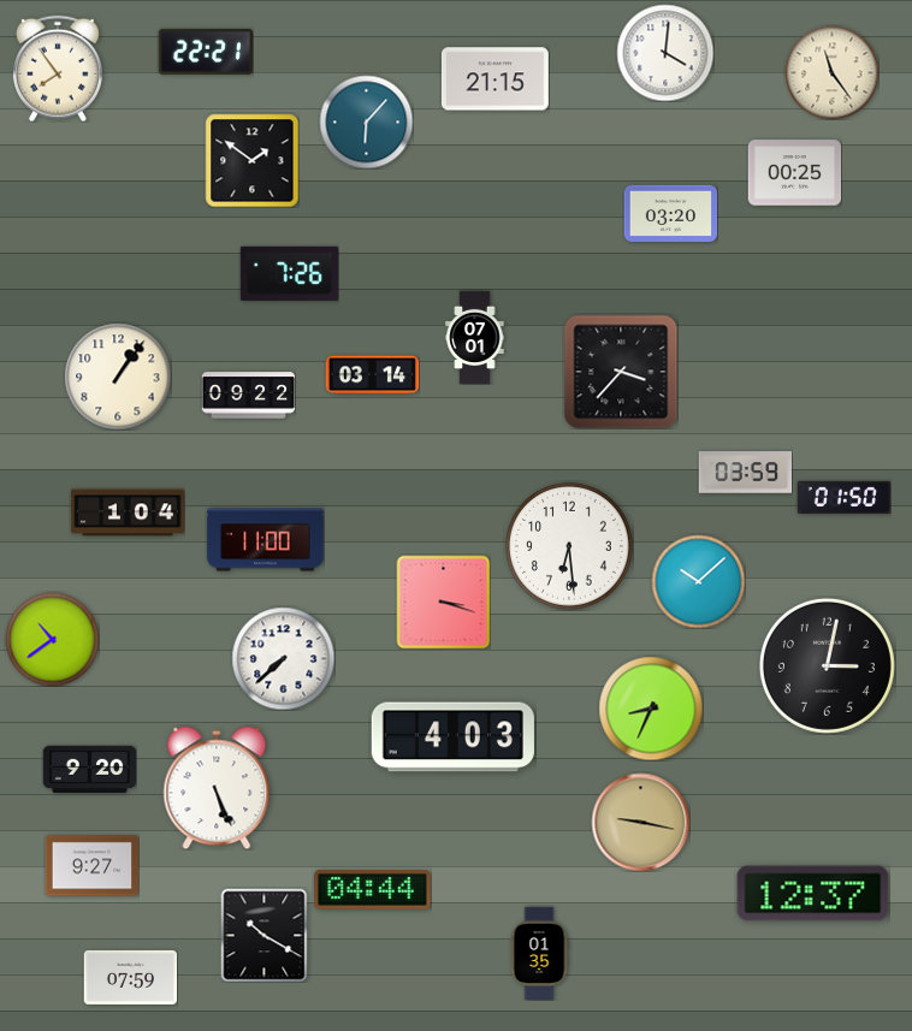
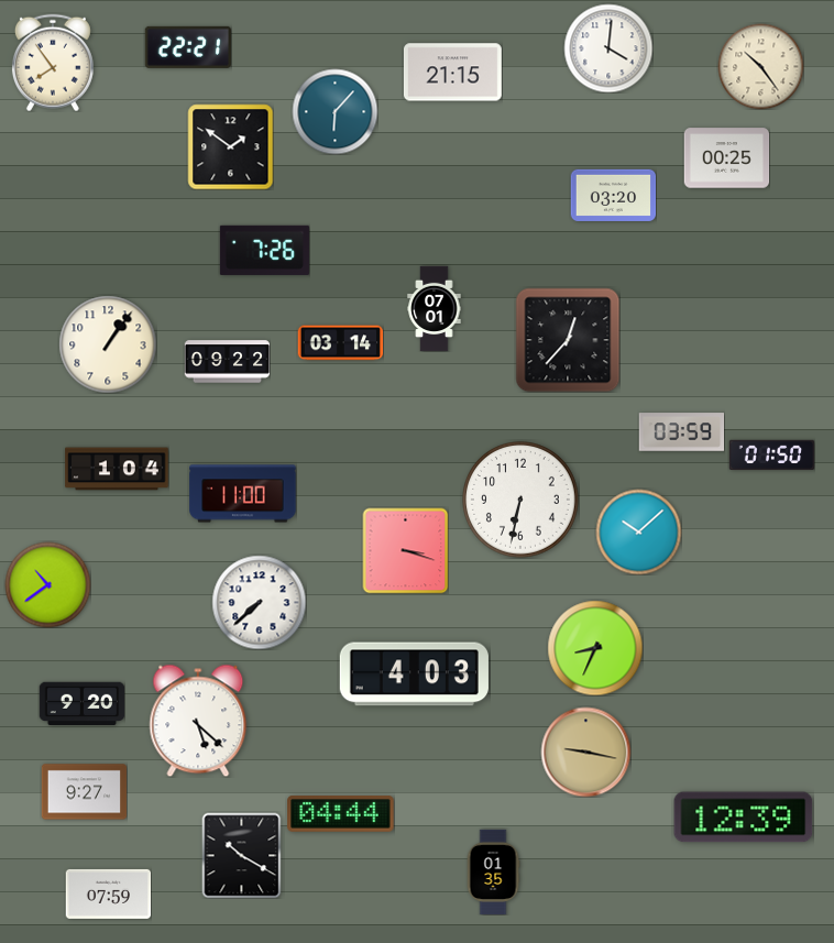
clock at (831, 72): 11:24 -> 10:24
clock at (621, 372): 3:37 -> 12:37
clock at (570, 547): 6:29 -> 6:32
clock at (827, 665): 3:02 -> none
clock at (217, 788): 5:26 -> 5:22
clock at (813, 894): 12:37 -> 12:39
clock at (130, 977) position: (130, 977) -> (108, 893)
